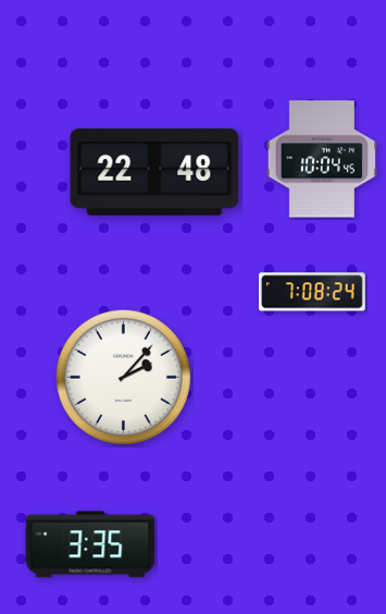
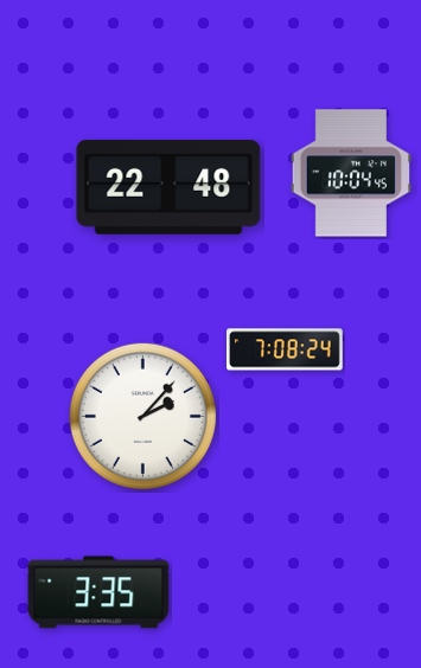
clock at (313, 292) position: (313, 292) -> (286, 349)
clock at (123, 377) position: (123, 377) -> (142, 416)
